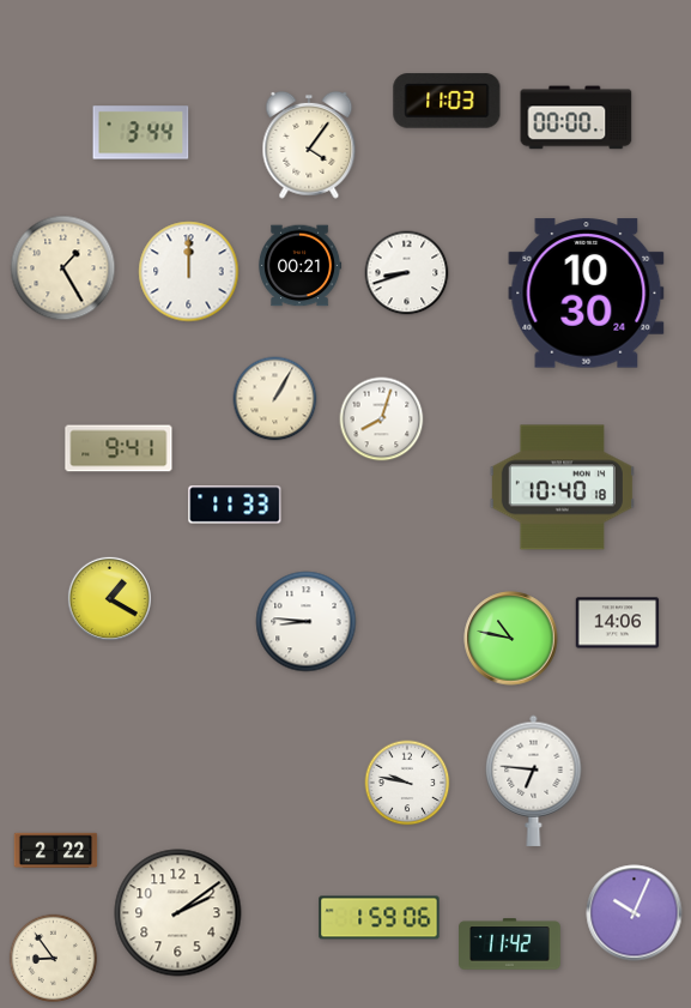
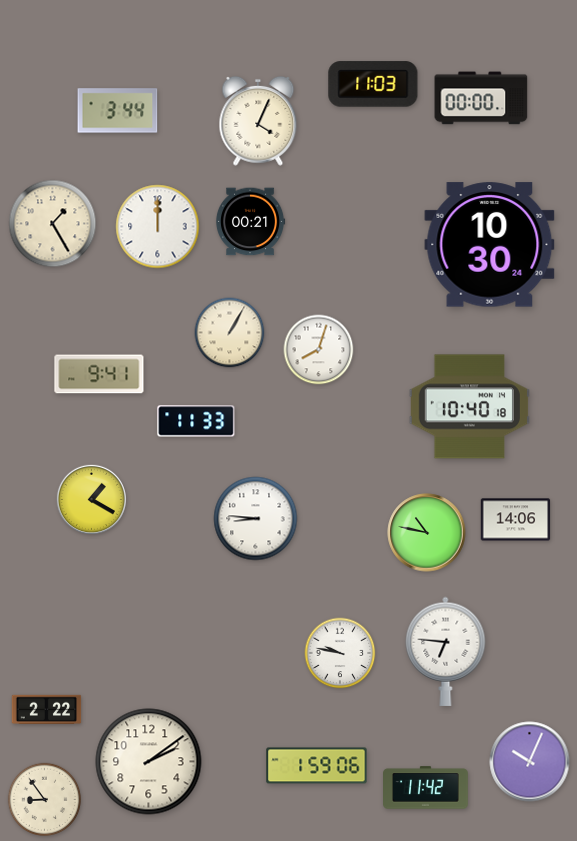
clock at (309, 145): 4:06 -> 4:04
clock at (407, 273): 8:42 -> none
